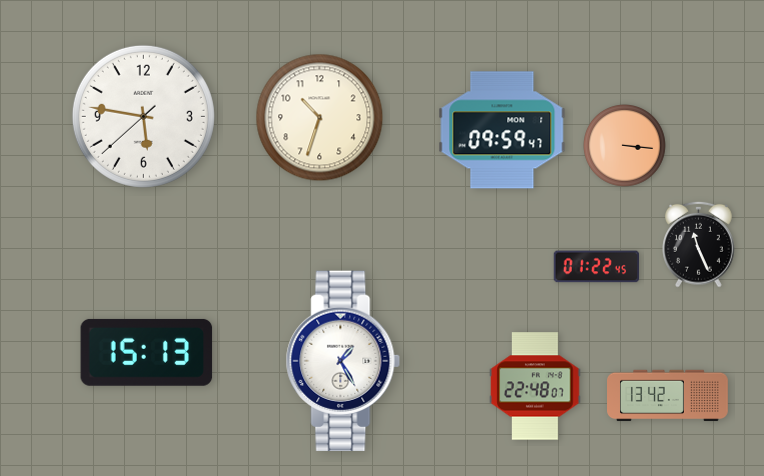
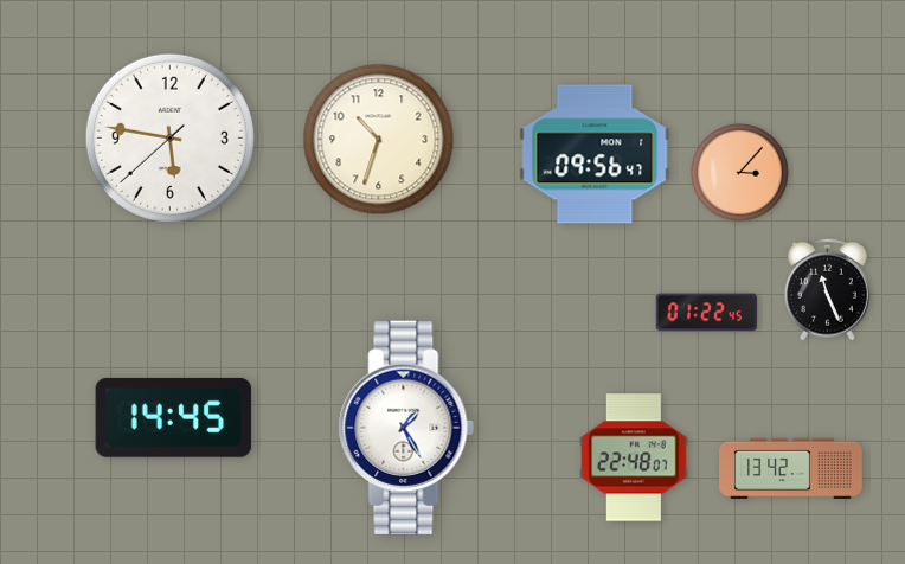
clock at (502, 130): 09:59 -> 09:56
clock at (625, 146): 3:16 -> 3:07
clock at (597, 267) position: (597, 267) -> (707, 313)
clock at (147, 352): 15:13 -> 14:45
